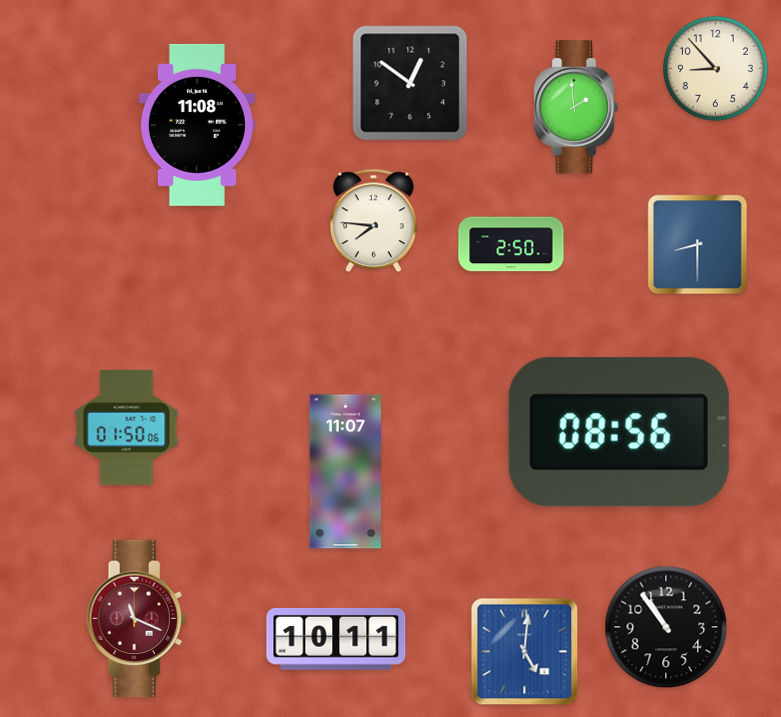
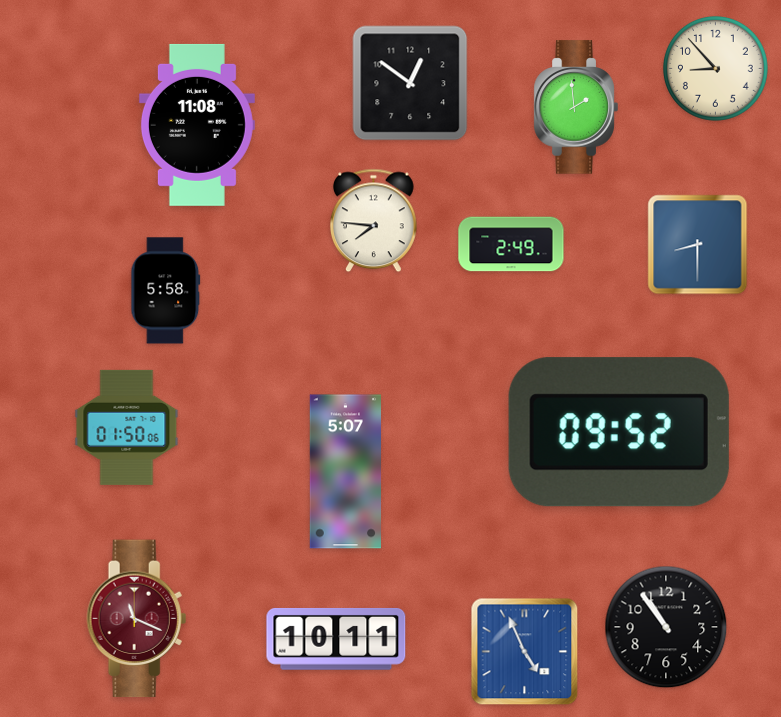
clock at (511, 244): 2:50 -> 2:49
clock at (166, 291): none -> 5:58
clock at (619, 432): 08:56 -> 09:52
clock at (345, 472): 11:07 -> 5:07
clock at (525, 652): 5:01 -> 4:56
